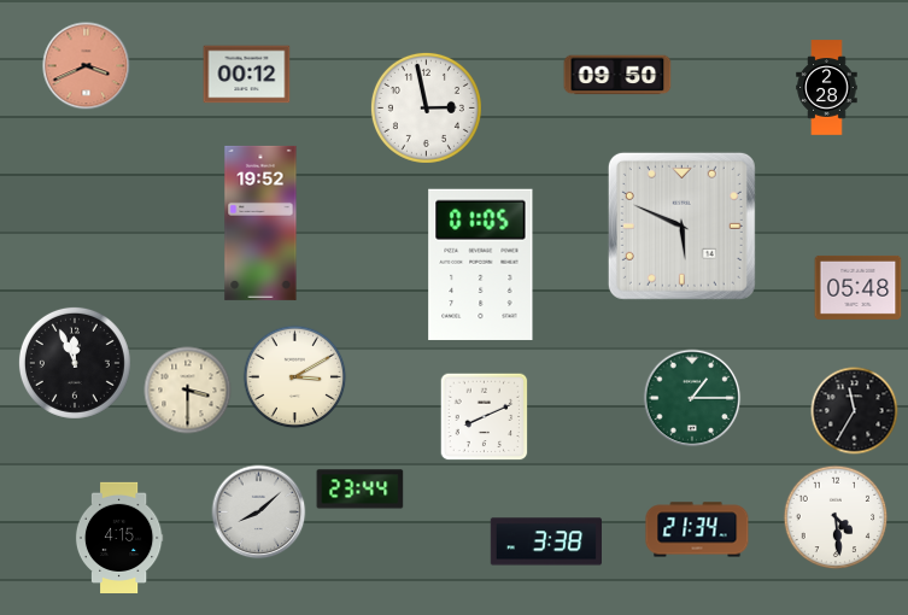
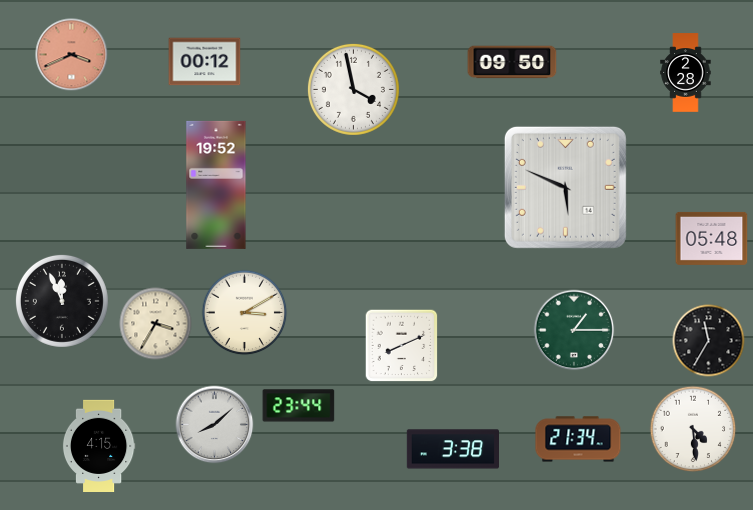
clock at (426, 107): 2:58 -> 3:58
clock at (481, 264): 01:05 -> none
clock at (188, 391): 3:30 -> 3:35
